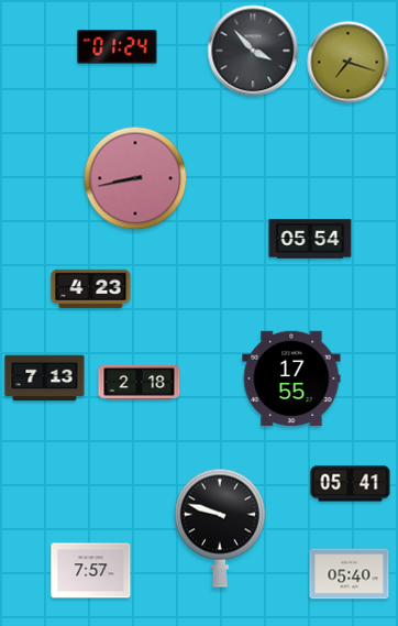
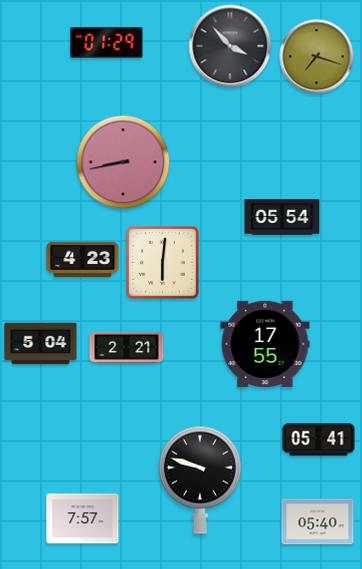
clock at (118, 47): 01:24 -> 01:29
clock at (91, 288) position: (91, 288) -> (83, 259)
clock at (163, 263): none -> 6:01
clock at (45, 378): 7:13 -> 5:04
clock at (140, 382): 2:18 -> 2:21
